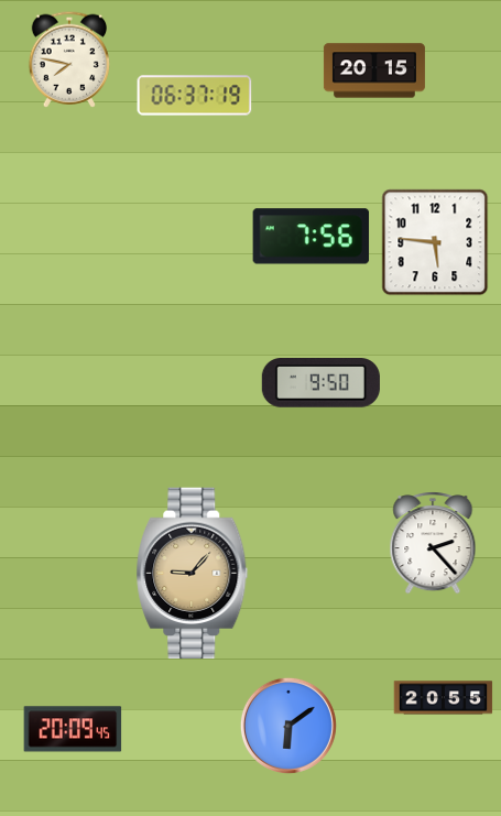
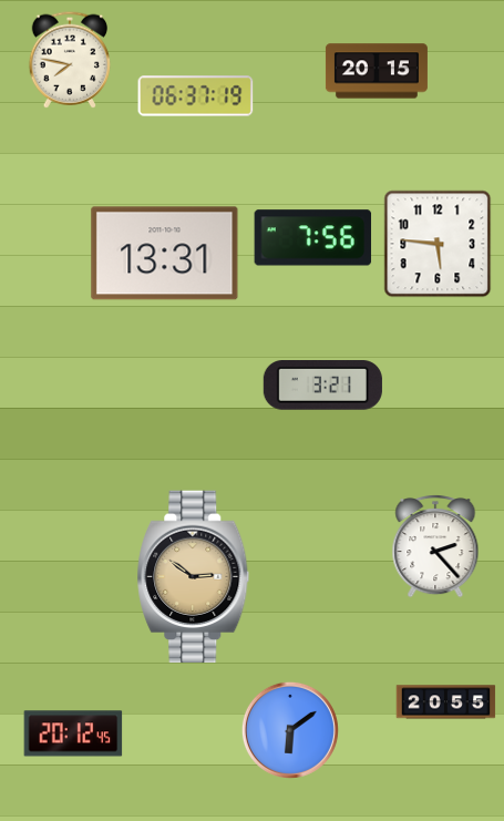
clock at (165, 254): none -> 13:31
clock at (320, 383): 9:50 -> 3:21
clock at (193, 574): 9:07 -> 2:51
clock at (73, 729): 20:09 -> 20:12
